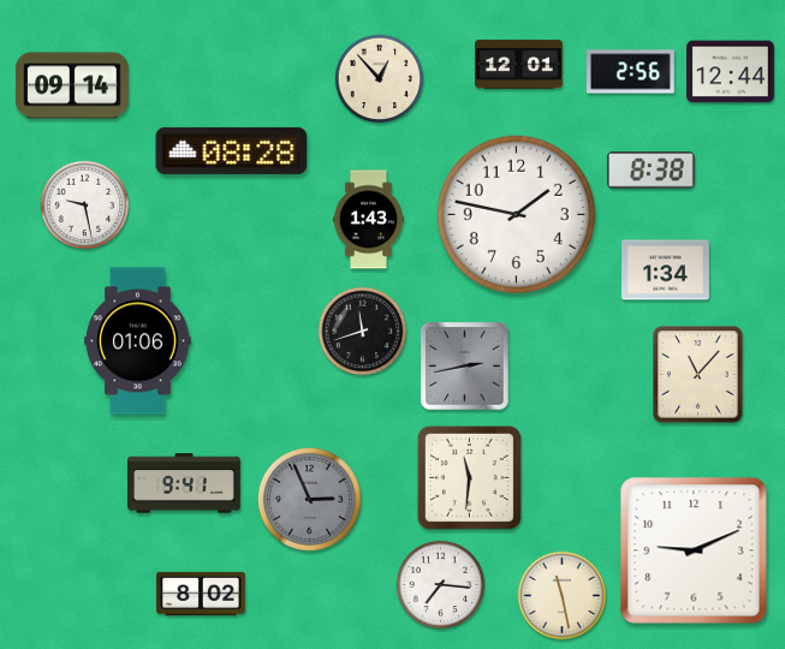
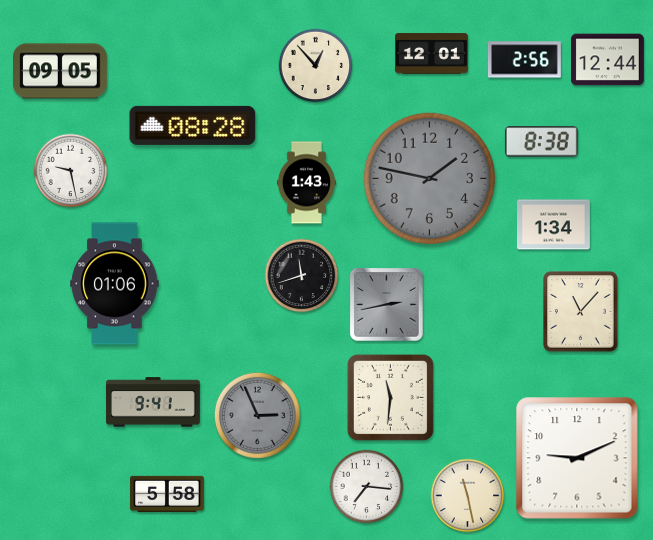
clock at (73, 85): 09:14 -> 09:05
clock at (516, 214) dial: white -> grey
clock at (201, 594): 8:02 -> 5:58
